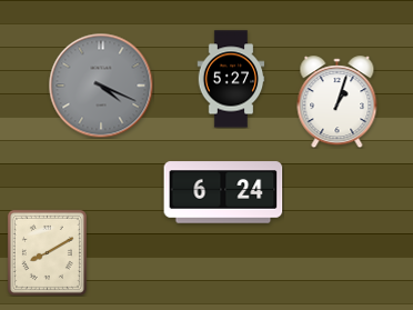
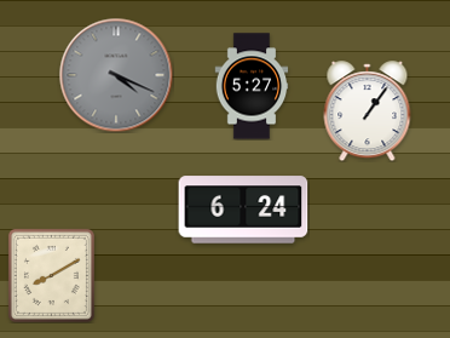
clock at (101, 86) position: (101, 86) -> (116, 75)
clock at (338, 102): 1:03 -> 1:06
